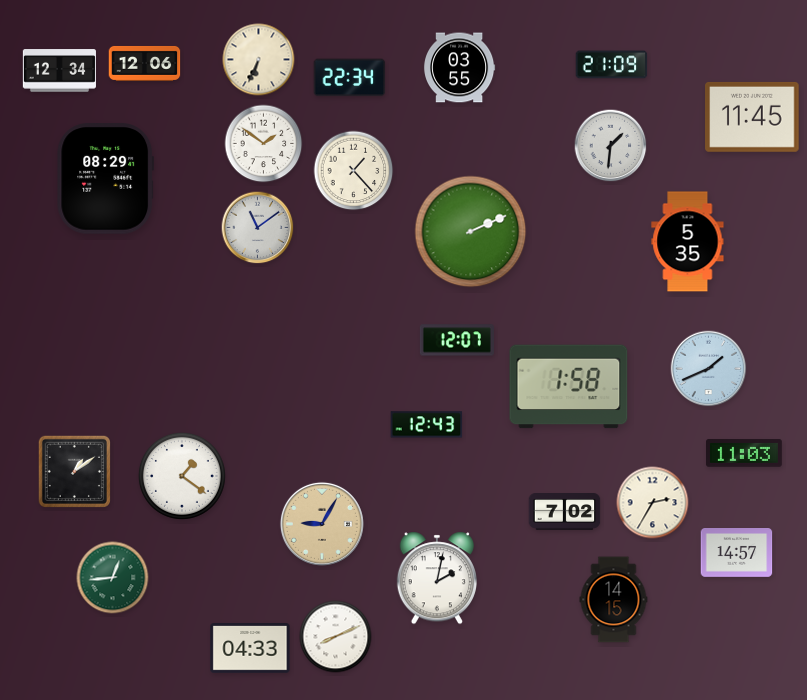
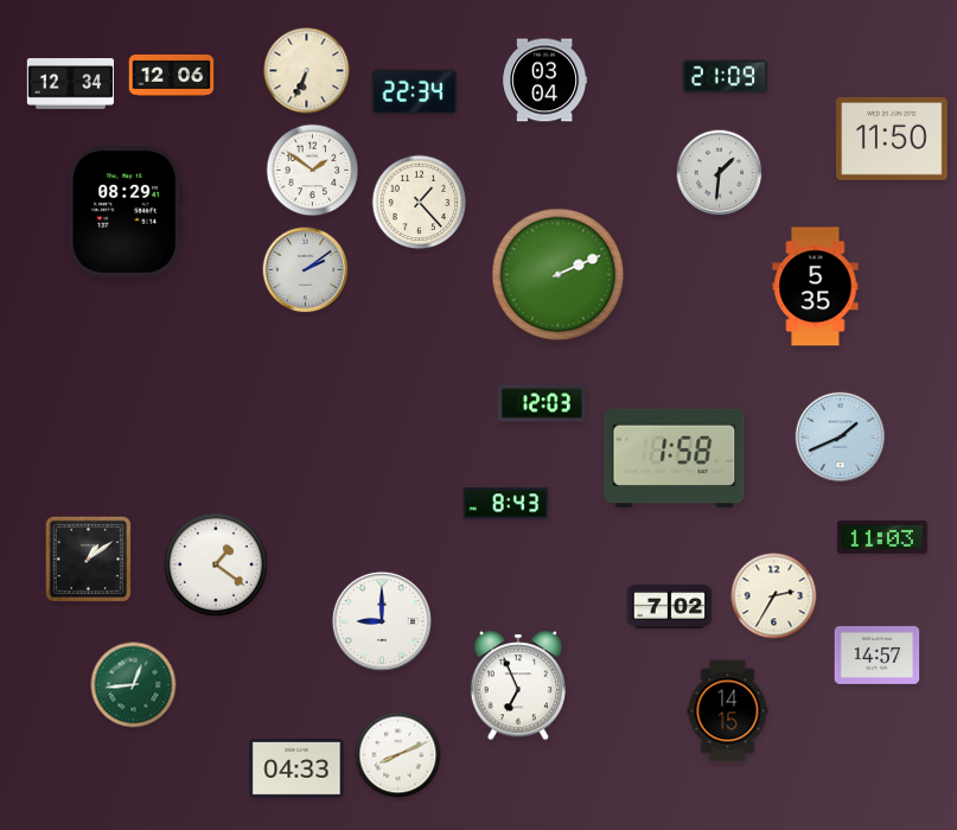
clock at (459, 68): 03:55 -> 03:04
clock at (752, 117): 11:45 -> 11:50
clock at (611, 146) position: (611, 146) -> (720, 173)
clock at (258, 228): 11:09 -> 2:09
clock at (457, 340): 12:07 -> 12:03
clock at (427, 425): 12:43 -> 8:43
clock at (322, 524): 9:05 -> 9:00
clock at (322, 524) dial: champagne -> white
clock at (737, 553) position: (737, 553) -> (878, 656)
clock at (436, 578): 2:02 -> 6:56
